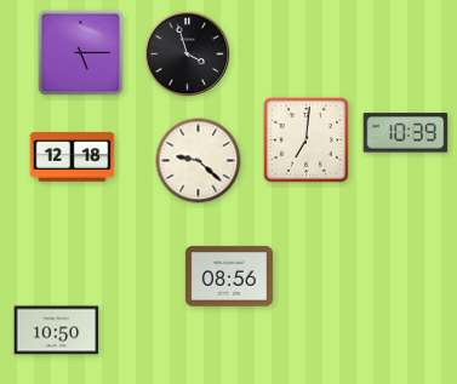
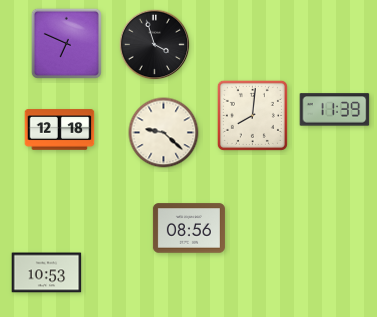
clock at (80, 52): 5:15 -> 6:49
clock at (406, 133): 10:39 -> 11:39
clock at (305, 139): 7:01 -> 8:01
clock at (57, 331): 10:50 -> 10:53
